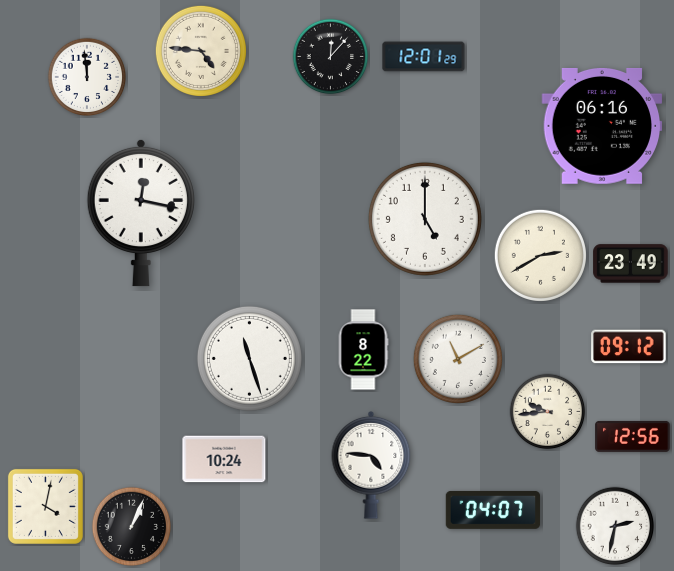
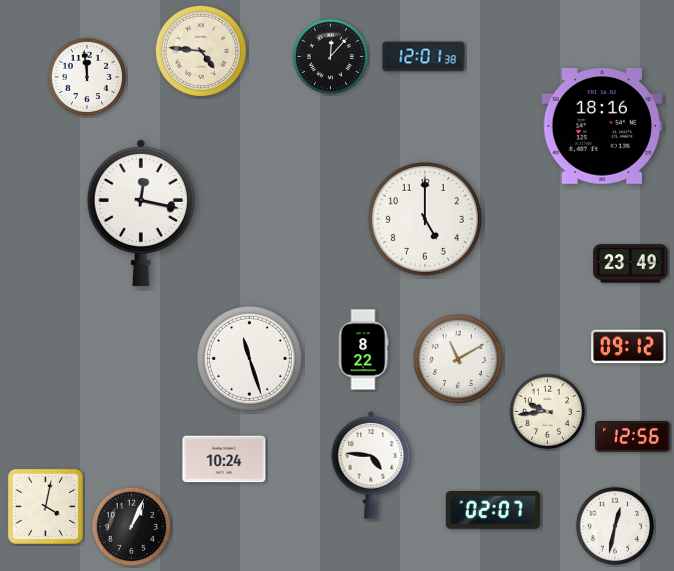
clock at (424, 57): 12:01:29 -> 12:01:38
clock at (602, 126): 06:16 -> 18:16
clock at (540, 255): 2:40 -> none
clock at (493, 510): 04:07 -> 02:07
clock at (615, 526): 2:32 -> 12:32
